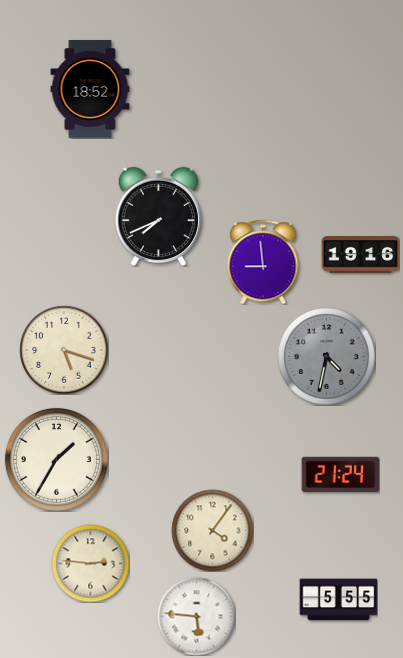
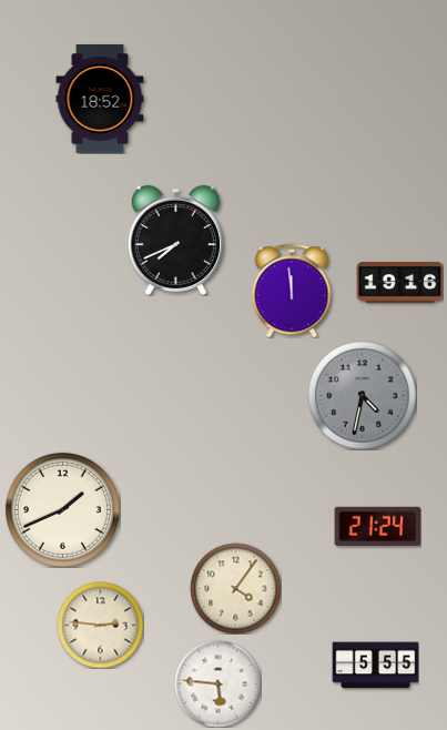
clock at (263, 262): 8:59 -> 11:59
clock at (64, 350): 5:18 -> none
clock at (56, 459): 1:35 -> 1:41
